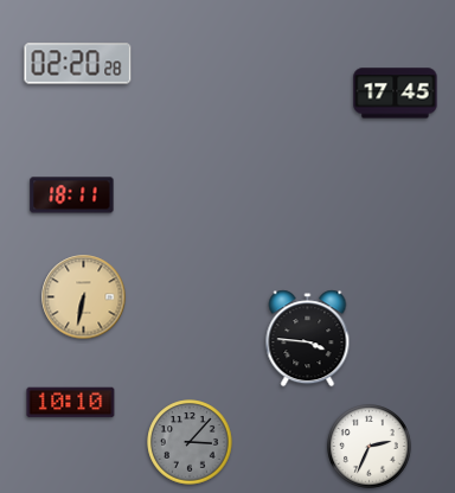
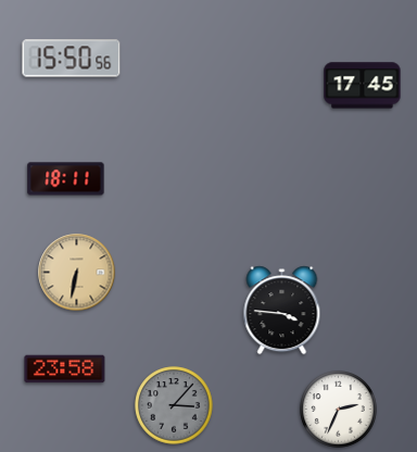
clock at (78, 64): 02:20 -> 15:50
clock at (71, 403): 10:10 -> 23:58
